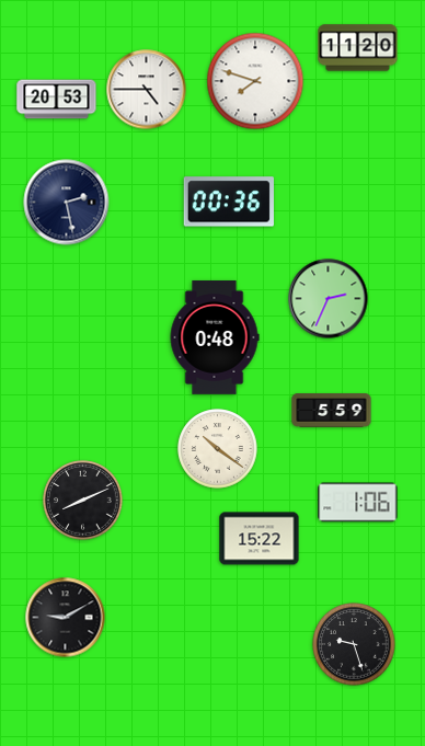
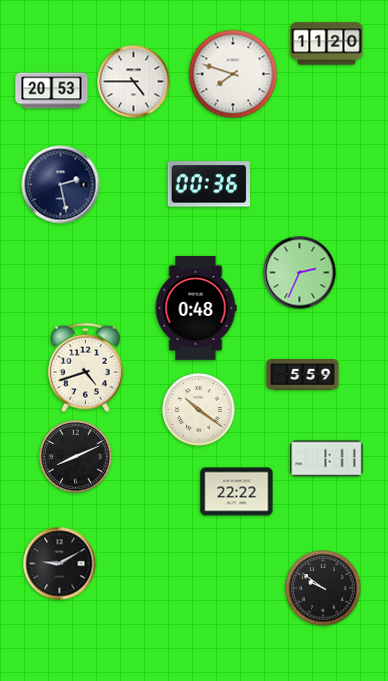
clock at (85, 368): none -> 4:42
clock at (358, 503): 1:06 -> 1:11
clock at (260, 539): 15:22 -> 22:22
clock at (354, 644): 9:27 -> 9:51
